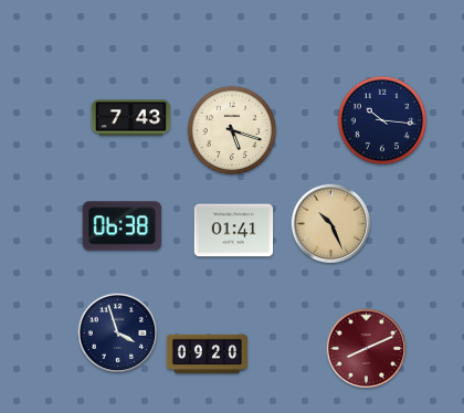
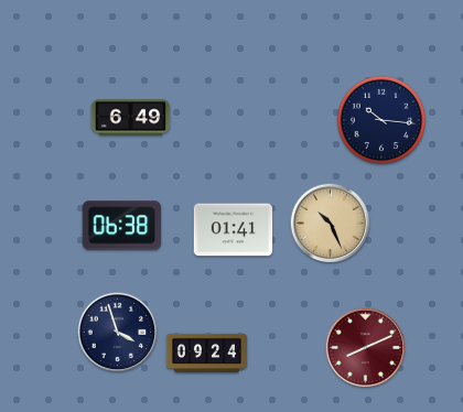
clock at (131, 118): 7:43 -> 6:49
clock at (232, 130): 5:18 -> none
clock at (207, 353): 09:20 -> 09:24
